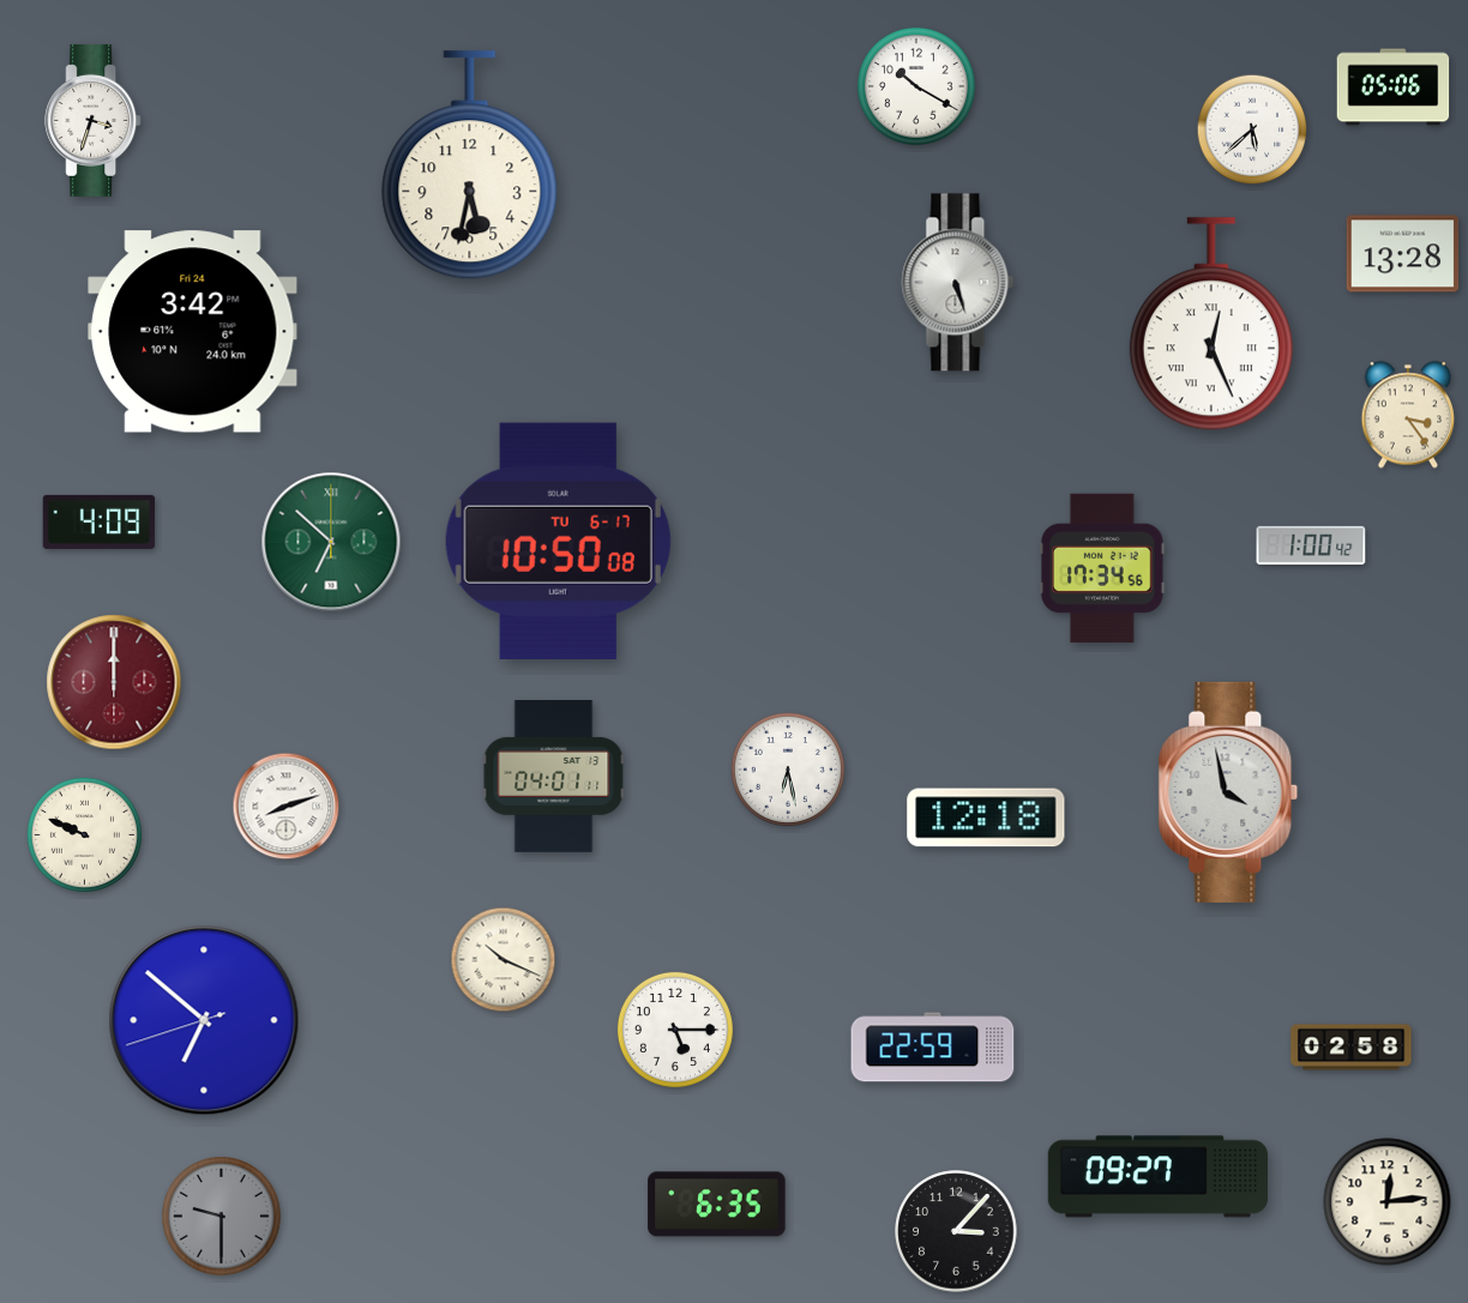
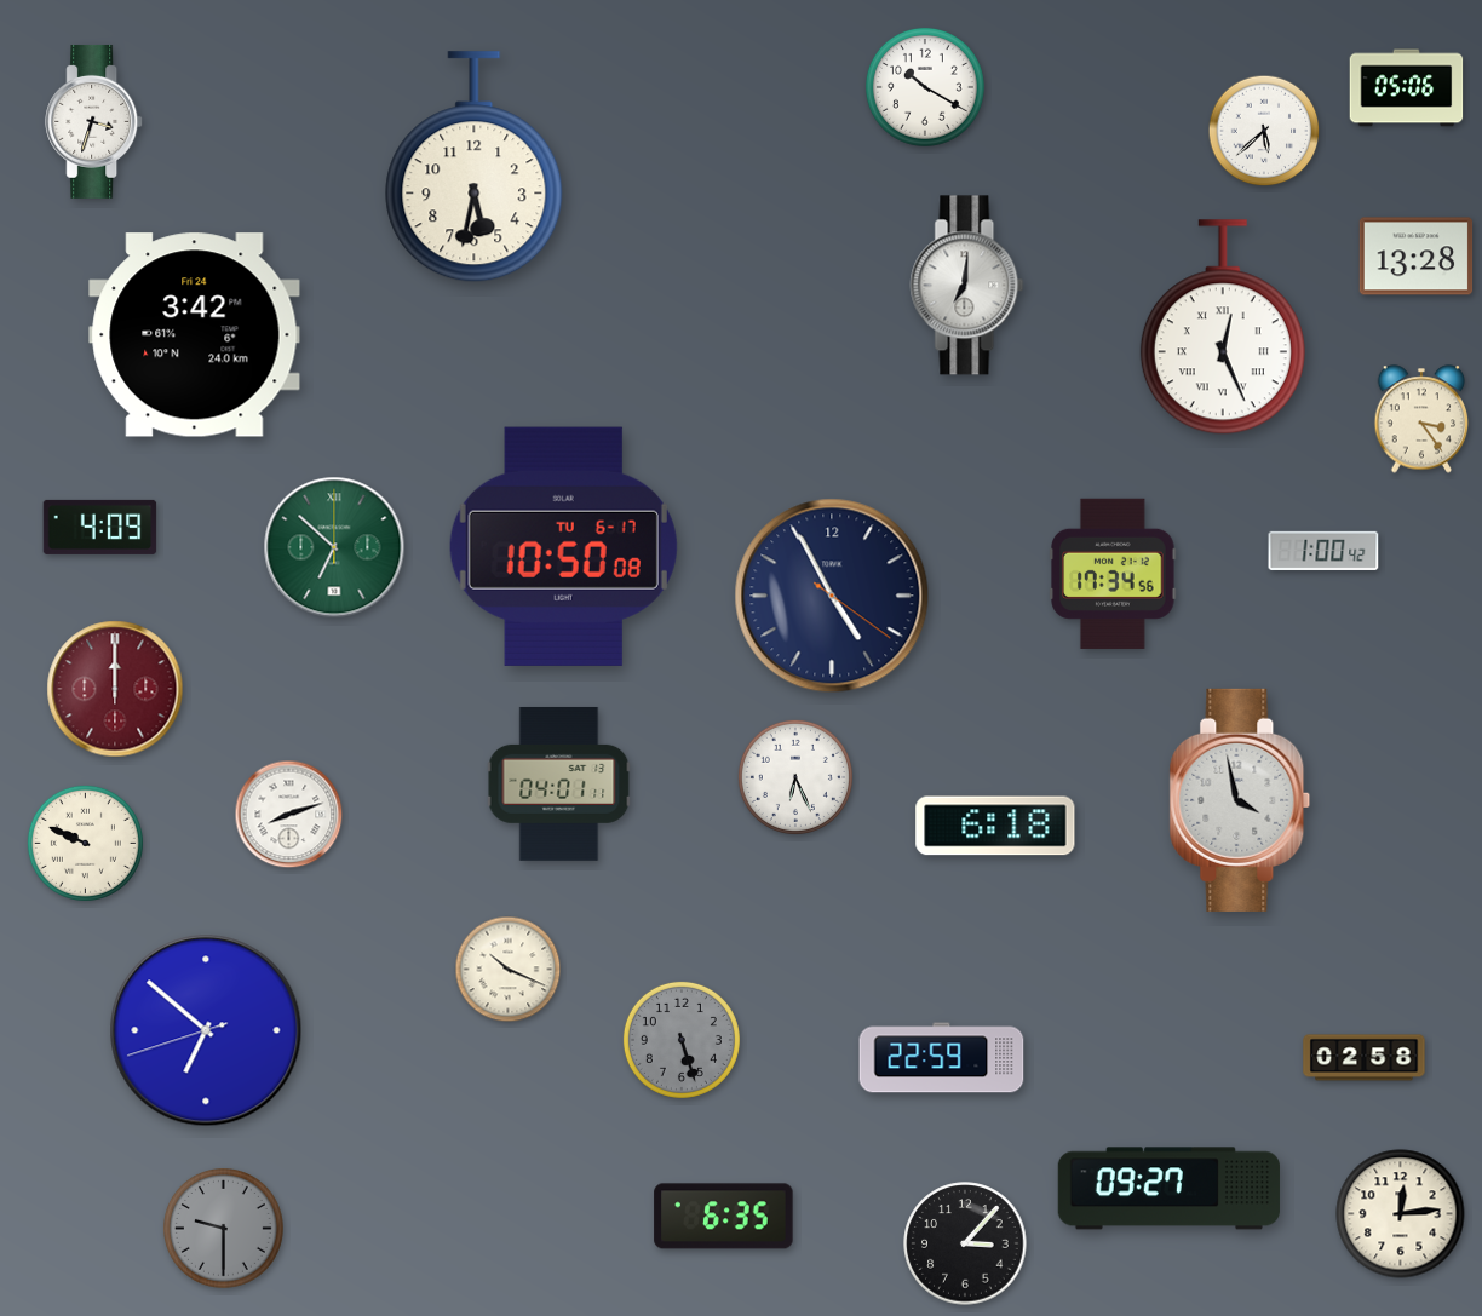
clock at (958, 283): 5:27 -> 7:01
clock at (832, 596): none -> 4:55
clock at (788, 770): 6:28 -> 6:26
clock at (986, 818): 12:18 -> 6:18
clock at (675, 1030): 5:15 -> 5:27
clock at (675, 1030) dial: white -> grey
